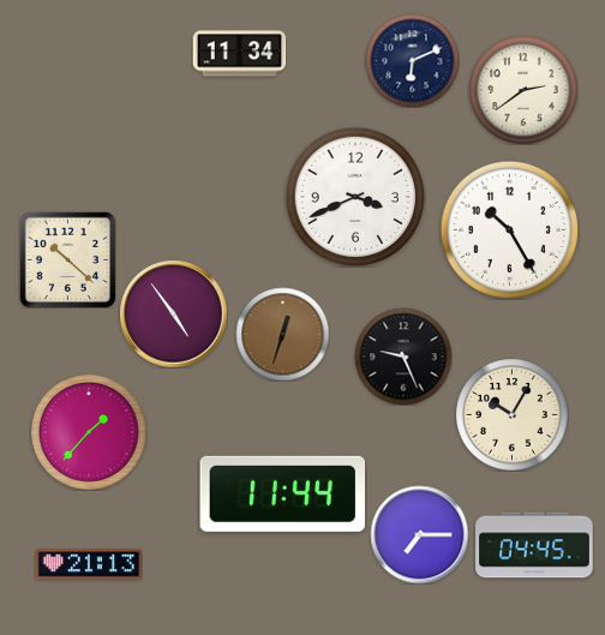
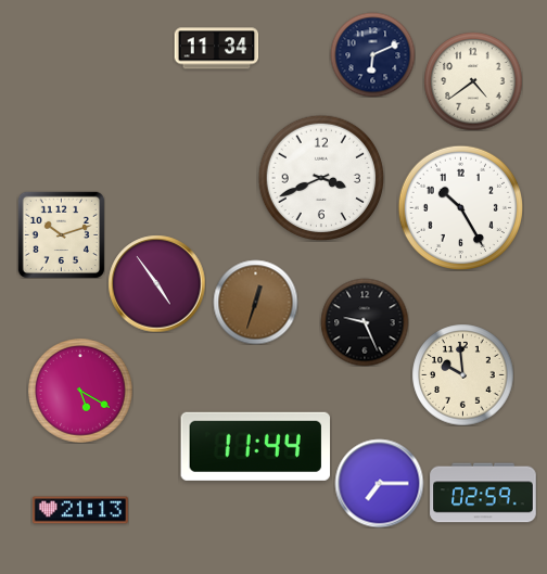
clock at (523, 90): 2:39 -> 4:39
clock at (67, 259): 10:22 -> 10:12
clock at (511, 414): 10:05 -> 9:59
clock at (89, 432): 1:37 -> 5:20
clock at (534, 545): 04:45 -> 02:59
